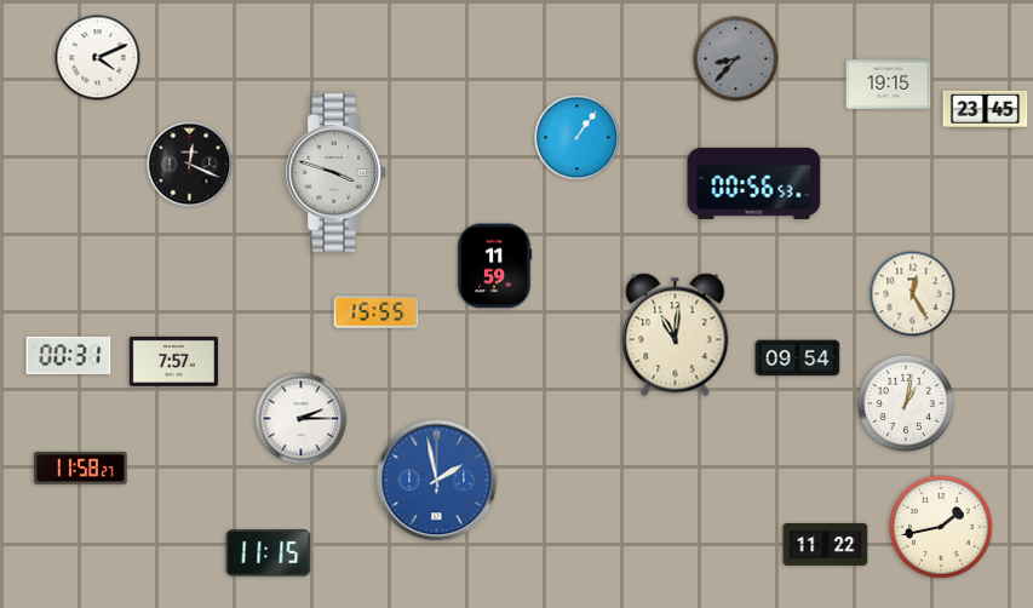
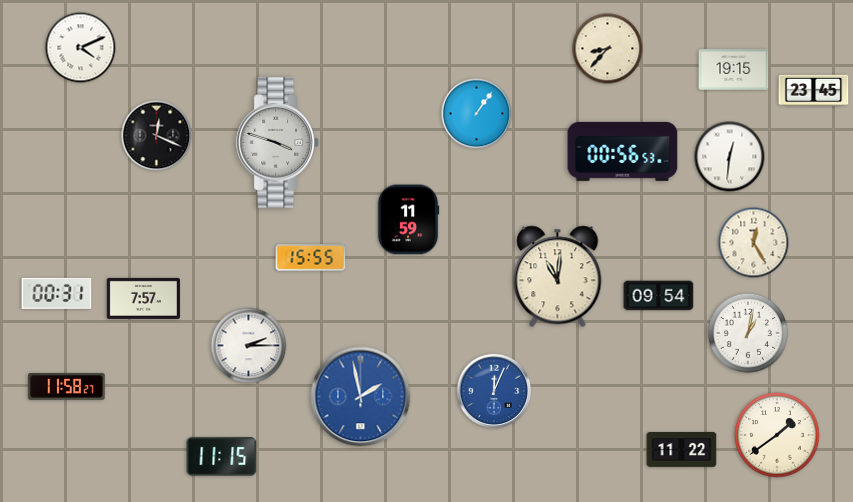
clock at (736, 59) dial: grey -> cream
clock at (730, 157): none -> 12:31
clock at (494, 391): none -> 12:04
clock at (941, 527): 1:43 -> 1:39
